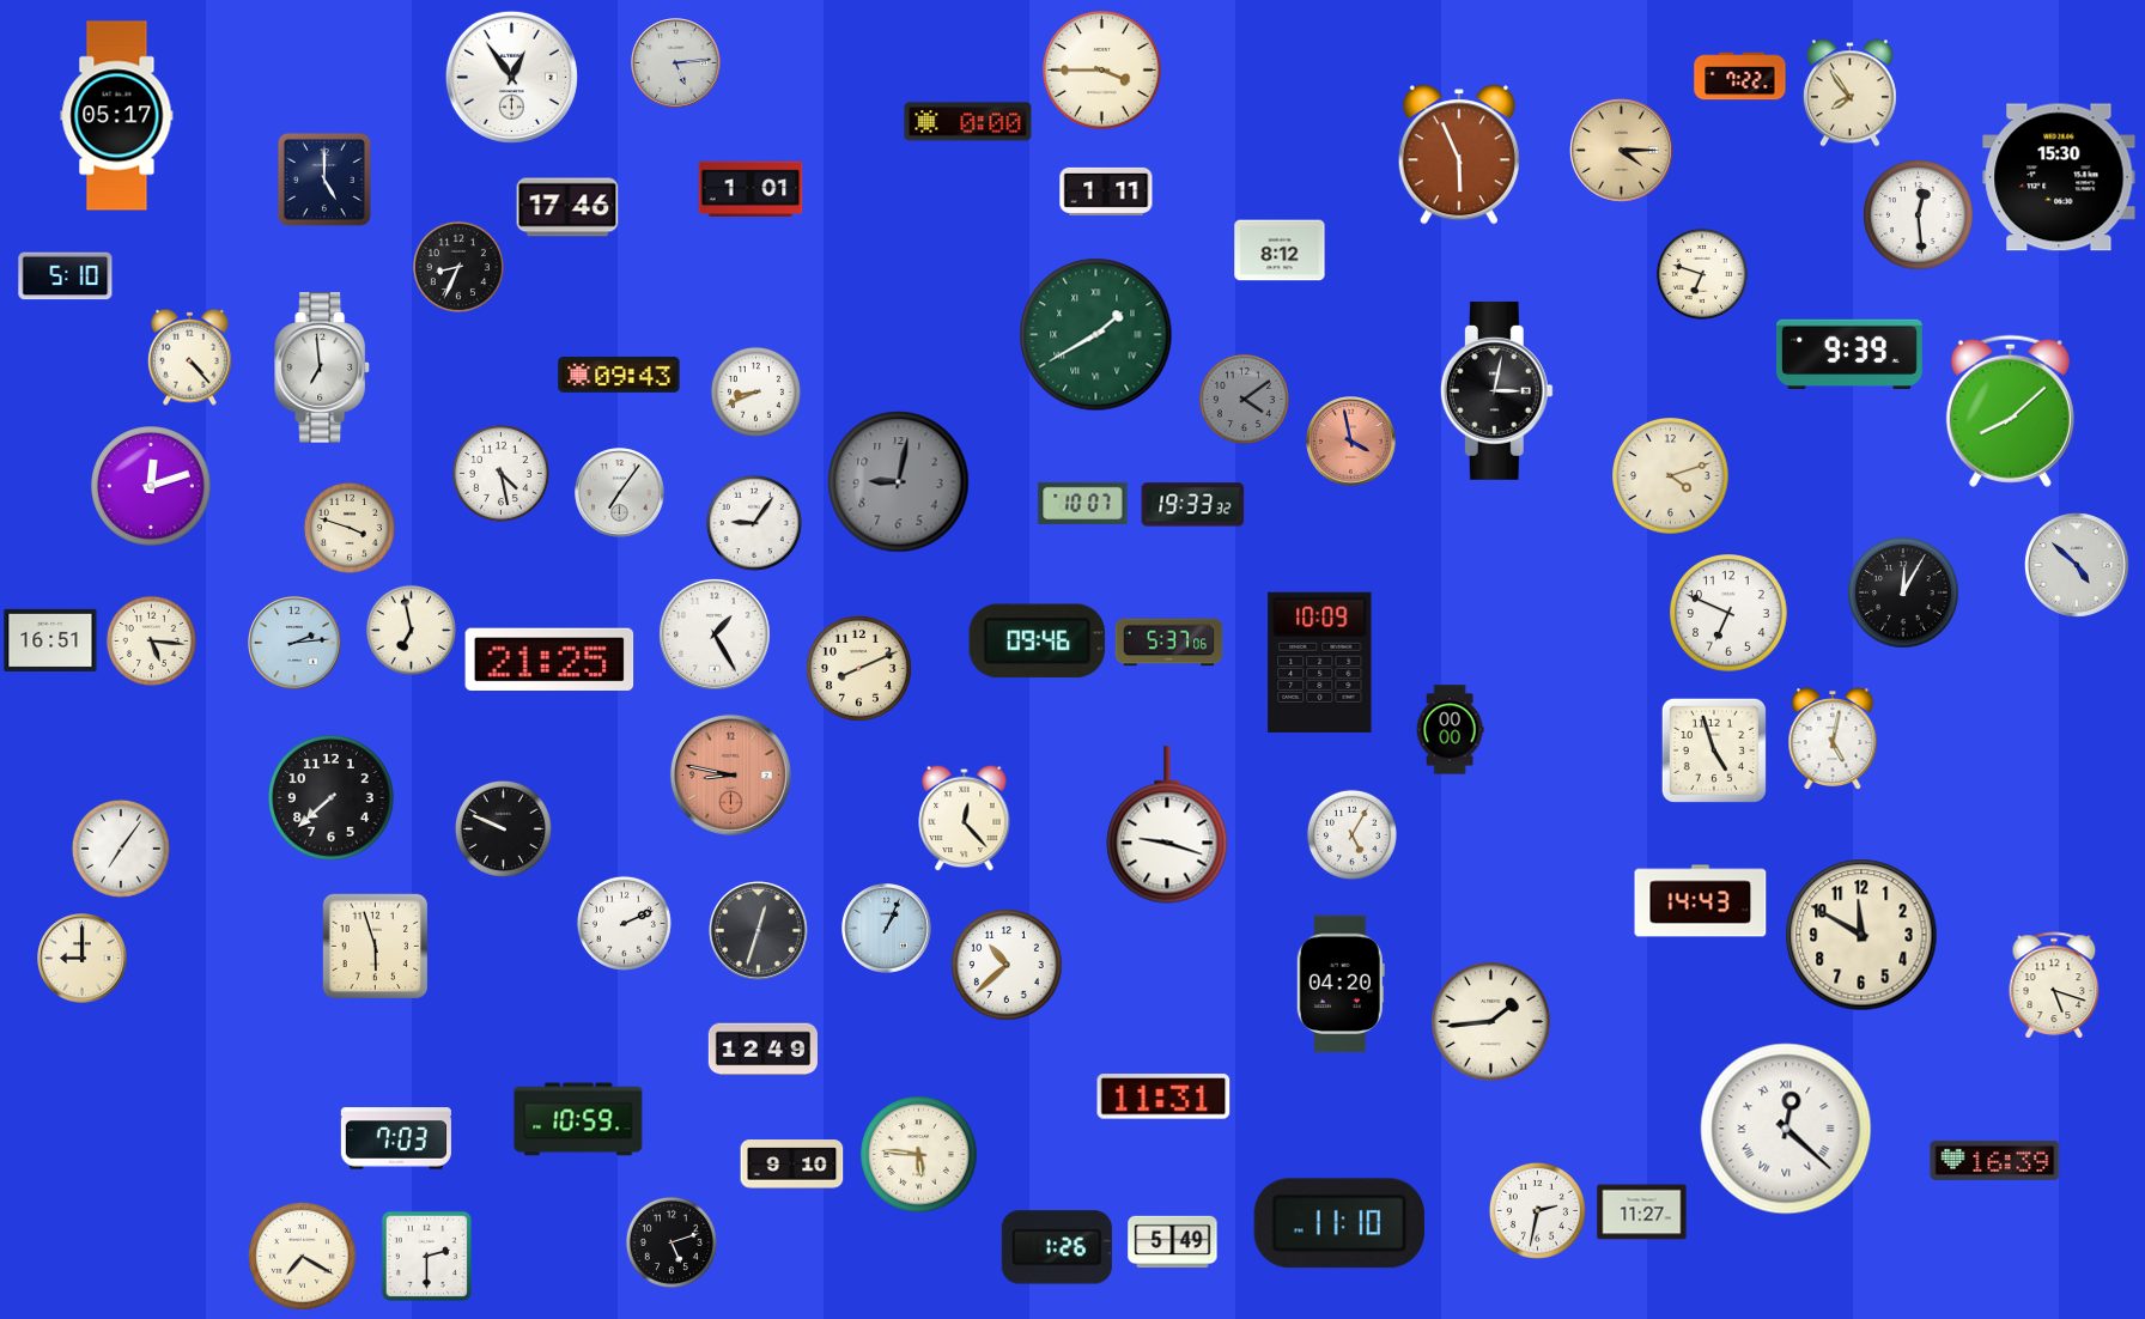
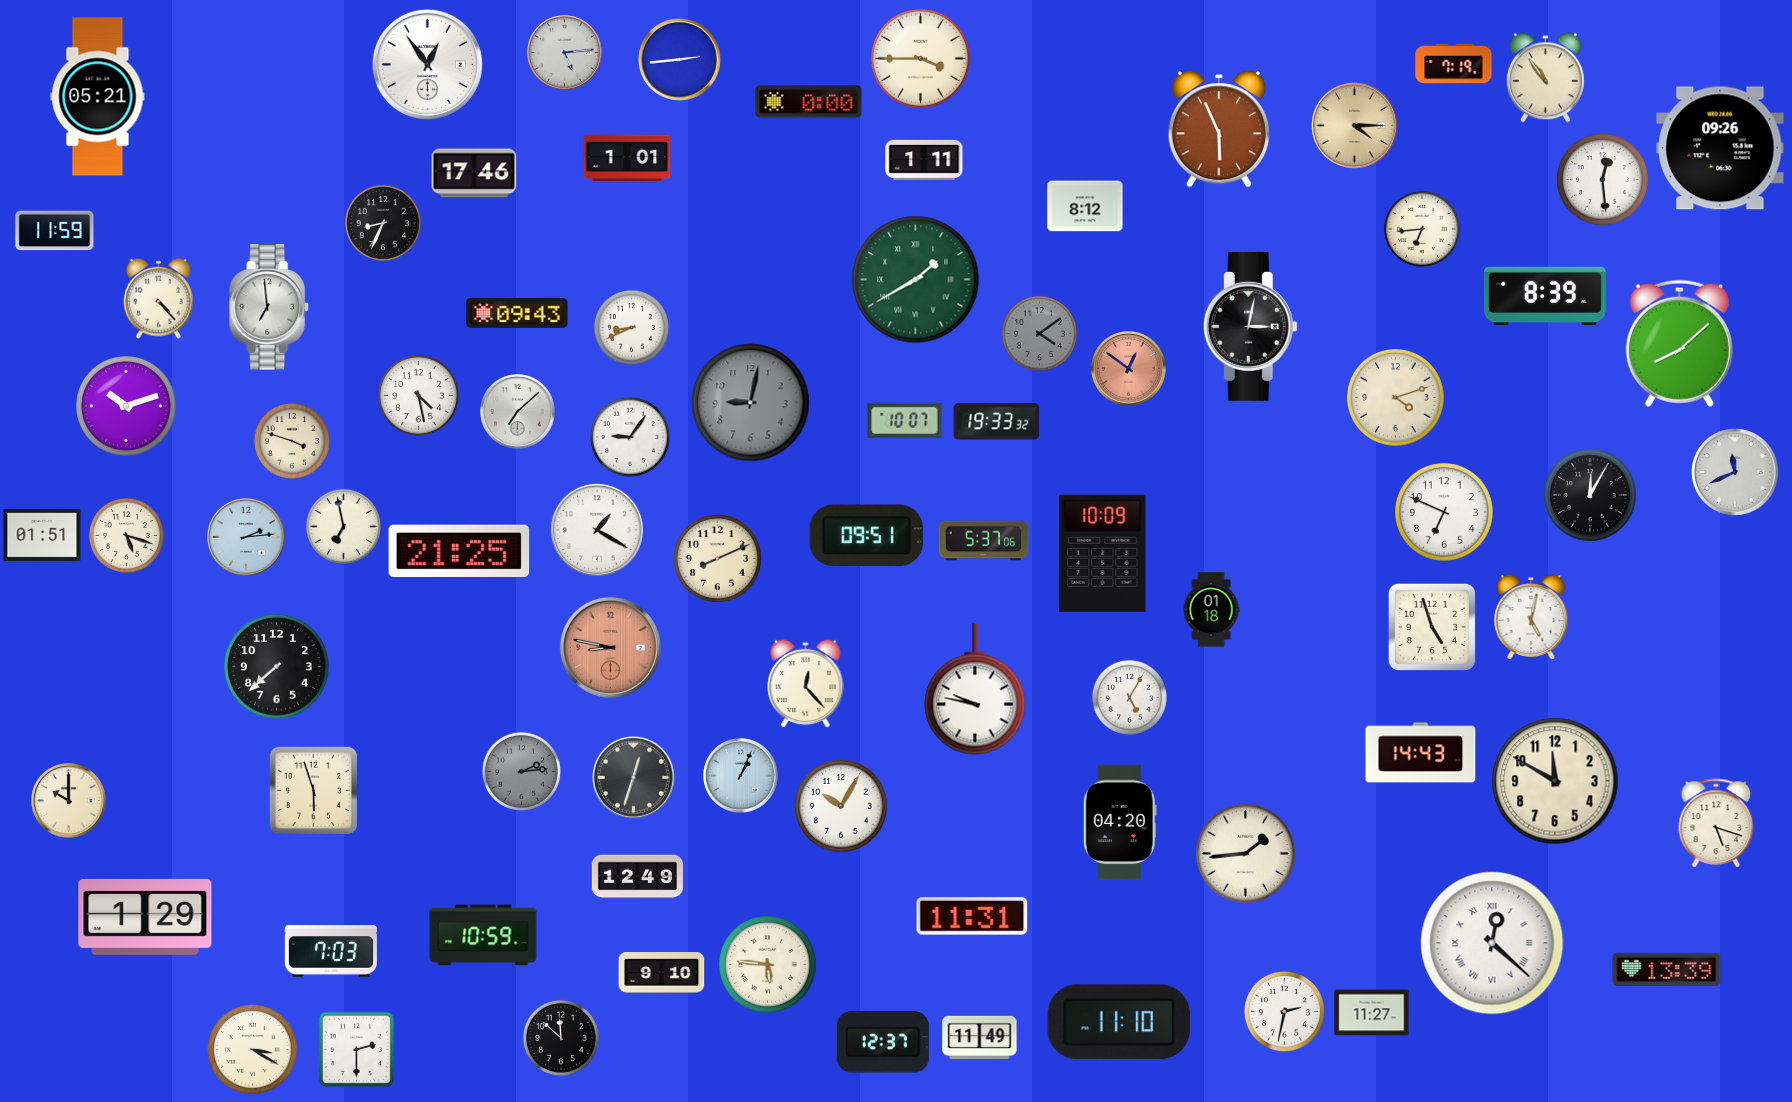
clock at (680, 60): none -> 2:44
clock at (1740, 77): 7:22 -> 7:19
clock at (1849, 93): 7:54 -> 10:54
clock at (117, 116): 05:17 -> 05:21
clock at (2059, 177): 15:30 -> 09:26
clock at (324, 180): 5:00 -> none
clock at (1280, 250) position: (1280, 250) -> (1085, 206)
clock at (1702, 274): 6:48 -> 6:44
clock at (66, 276): 5:10 -> 11:59
clock at (1849, 353): 9:39 -> 8:39
clock at (1351, 442): 3:58 -> 12:51
clock at (151, 486): 12:12 -> 10:12
clock at (620, 493): 7:06 -> 7:08
clock at (2077, 565): 4:52 -> 11:41
clock at (715, 634): 1:25 -> 1:20
clock at (50, 639): 16:51 -> 01:51
clock at (151, 640): 5:16 -> 5:18
clock at (1038, 642): 09:46 -> 09:51
clock at (1169, 643) position: (1169, 643) -> (984, 541)
clock at (1450, 730): 00:00 -> 01:18
clock at (1167, 825): 9:18 -> 9:47
clock at (503, 828): 9:49 -> none
clock at (121, 849): 7:06 -> none
clock at (624, 923): 2:11 -> 2:14
clock at (624, 923) dial: white -> grey
clock at (83, 959): 9:00 -> 10:00
clock at (1008, 966): 10:38 -> 10:05
clock at (145, 917): none -> 1:29
clock at (1995, 1160): 16:39 -> 13:39
clock at (672, 1242): 5:12 -> 11:52
clock at (1173, 1242): 5:49 -> 11:49
clock at (1057, 1247): 1:26 -> 12:37
clock at (302, 1256): 7:20 -> 3:20
